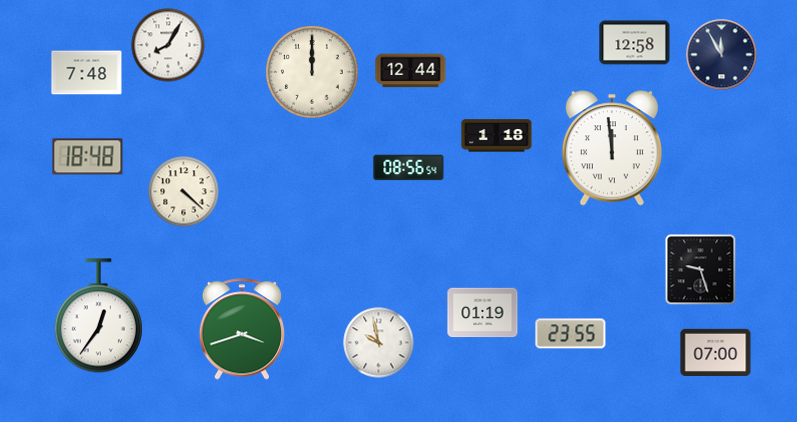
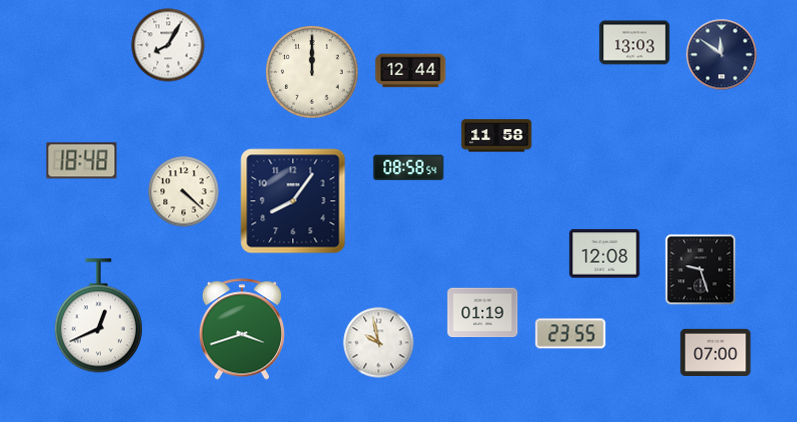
clock at (635, 43): 12:58 -> 13:03
clock at (722, 55): 11:55 -> 11:51
clock at (87, 73): 7:48 -> none
clock at (497, 136): 1:18 -> 11:58
clock at (612, 148): 11:59 -> none
clock at (88, 157) position: (88, 157) -> (82, 161)
clock at (409, 168): 08:56 -> 08:58
clock at (293, 201): none -> 8:06
clock at (605, 254): none -> 12:08
clock at (98, 316): 12:36 -> 12:41
